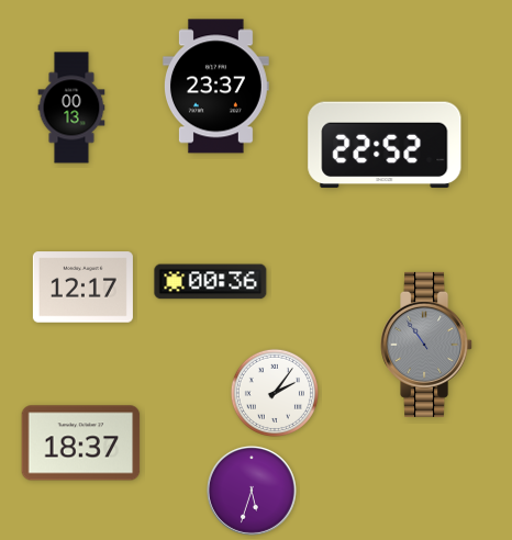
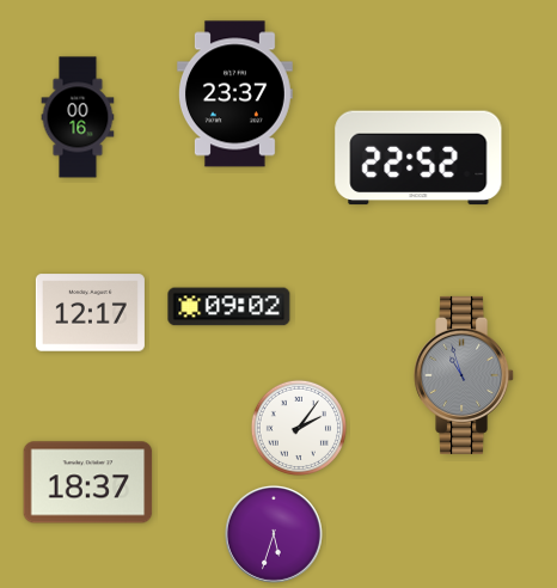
clock at (71, 108): 00:13 -> 00:16
clock at (211, 282): 00:36 -> 09:02
clock at (427, 345): 10:54 -> 10:57
